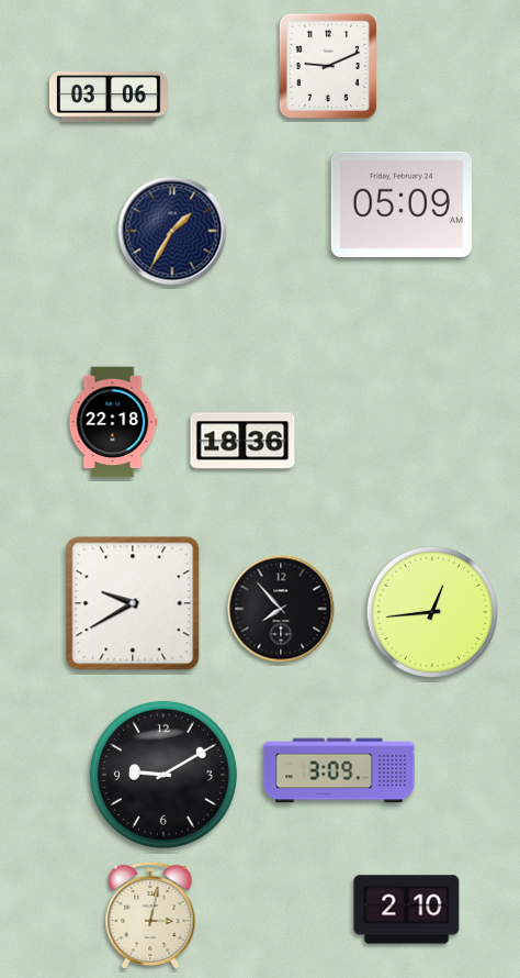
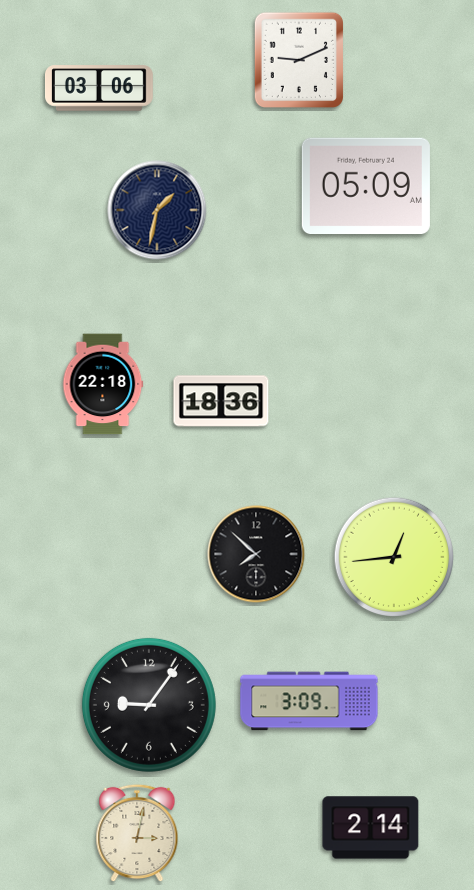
clock at (172, 231): 1:35 -> 1:32
clock at (133, 603): 9:40 -> none
clock at (281, 609): 7:53 -> 7:52
clock at (163, 775): 9:10 -> 9:06
clock at (407, 910): 2:10 -> 2:14
